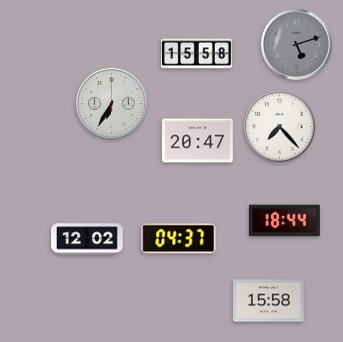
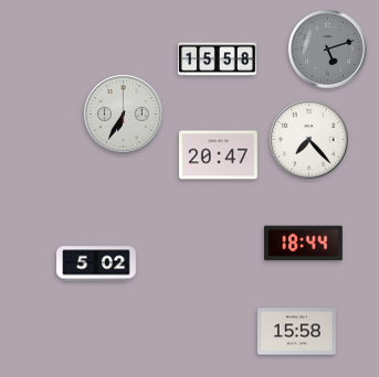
clock at (284, 221) position: (284, 221) -> (303, 244)
clock at (87, 239): 12:02 -> 5:02
clock at (179, 239): 04:37 -> none
